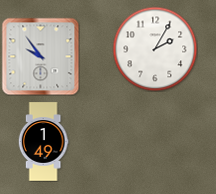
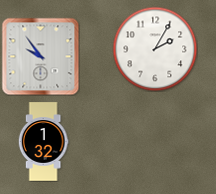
clock at (43, 142): 1:49 -> 1:32
